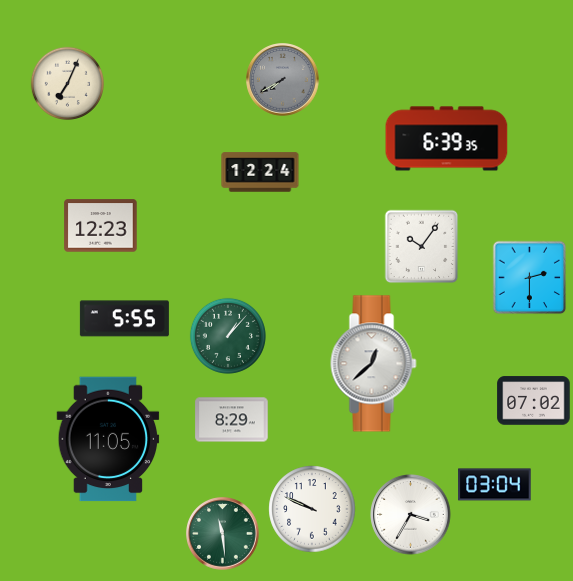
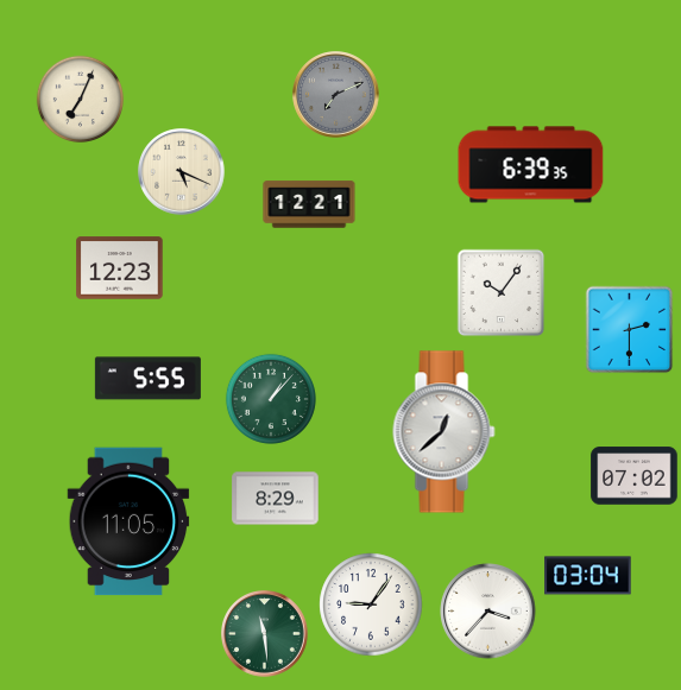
clock at (283, 80): 7:40 -> 7:11
clock at (182, 172): none -> 5:19
clock at (260, 172): 12:24 -> 12:21
clock at (312, 509): 9:49 -> 9:06
clock at (411, 515): 3:35 -> 3:37
